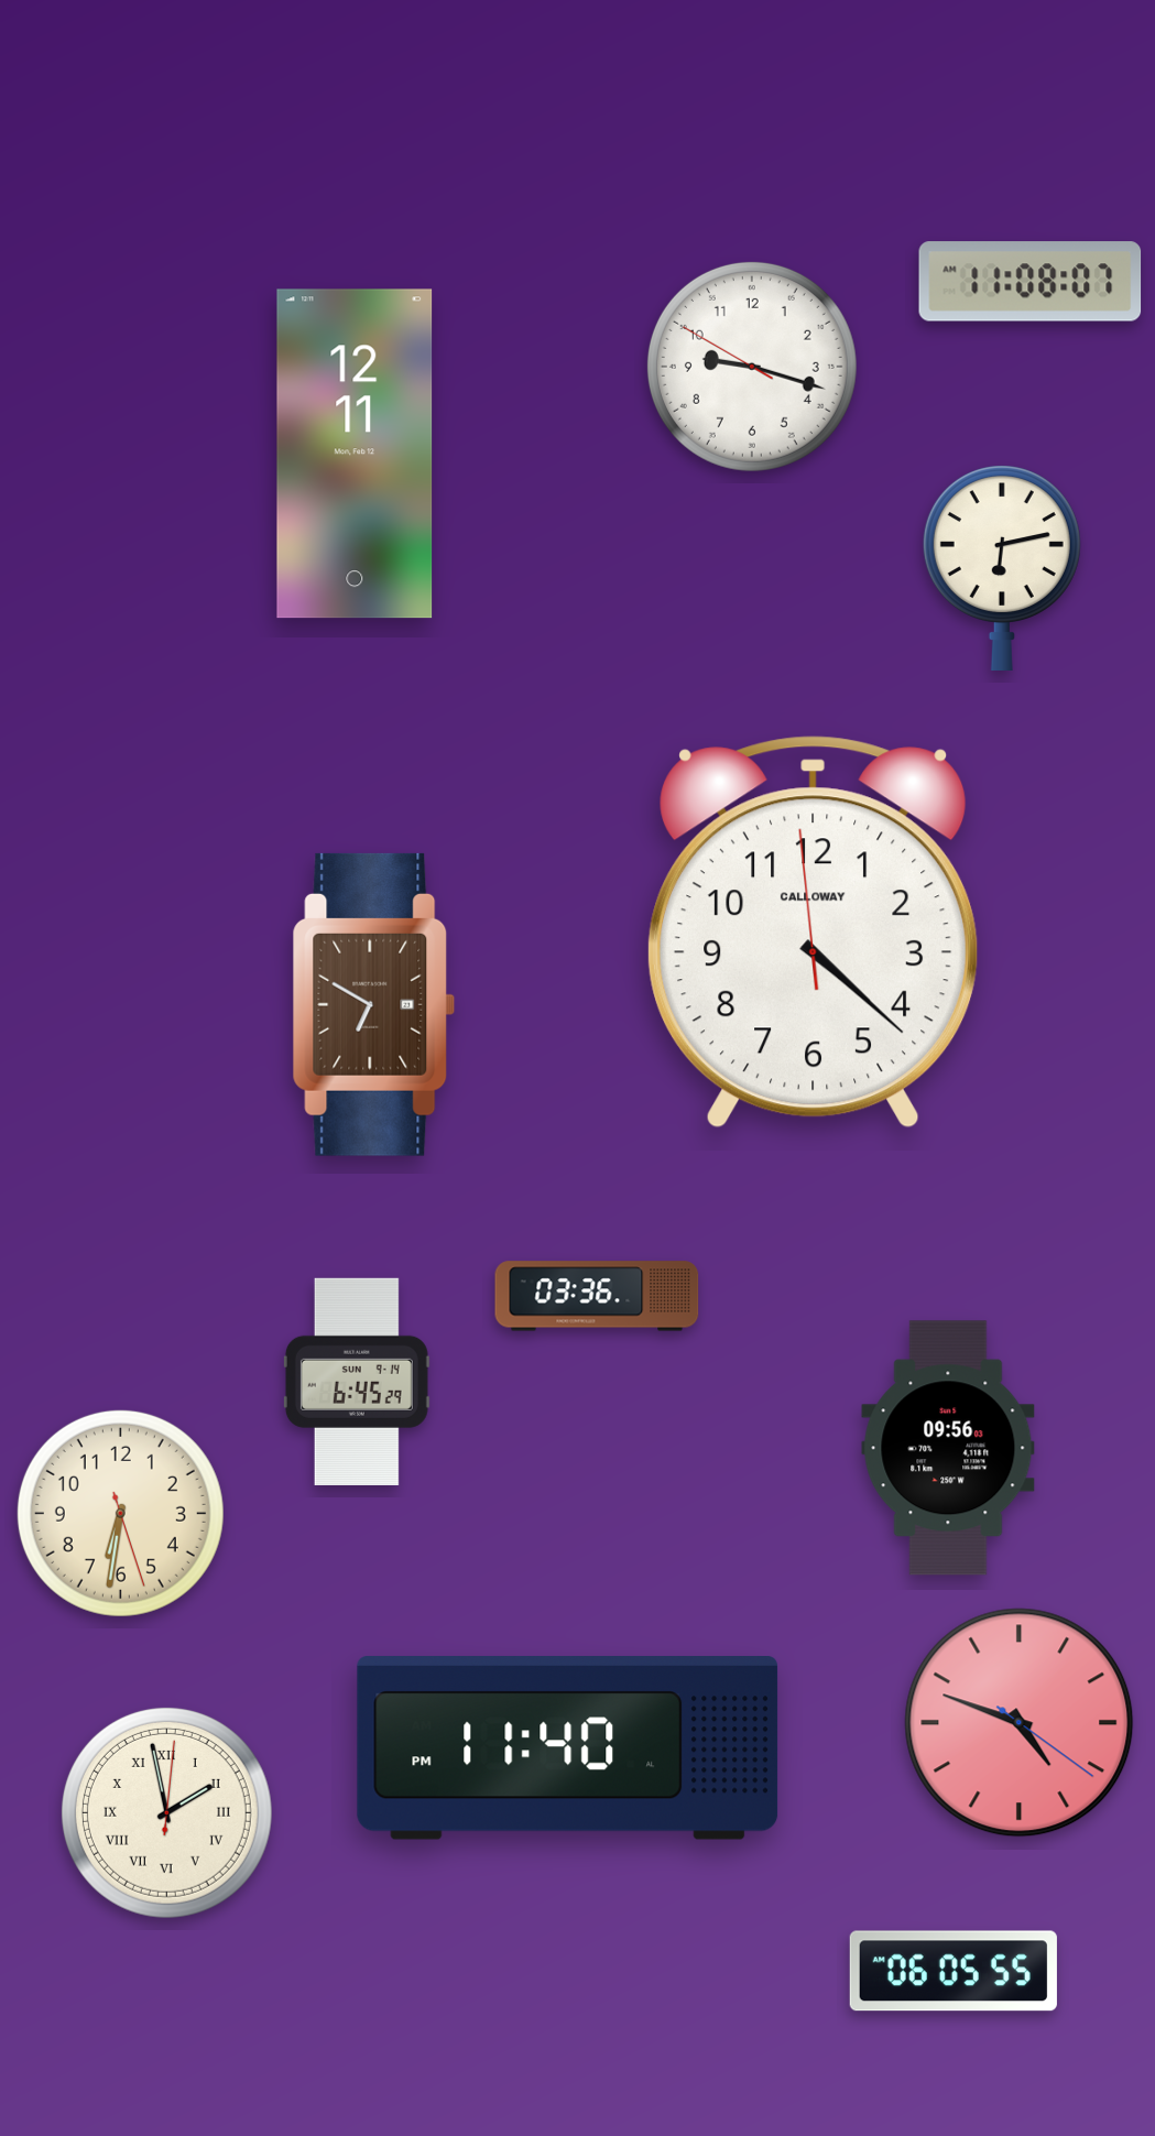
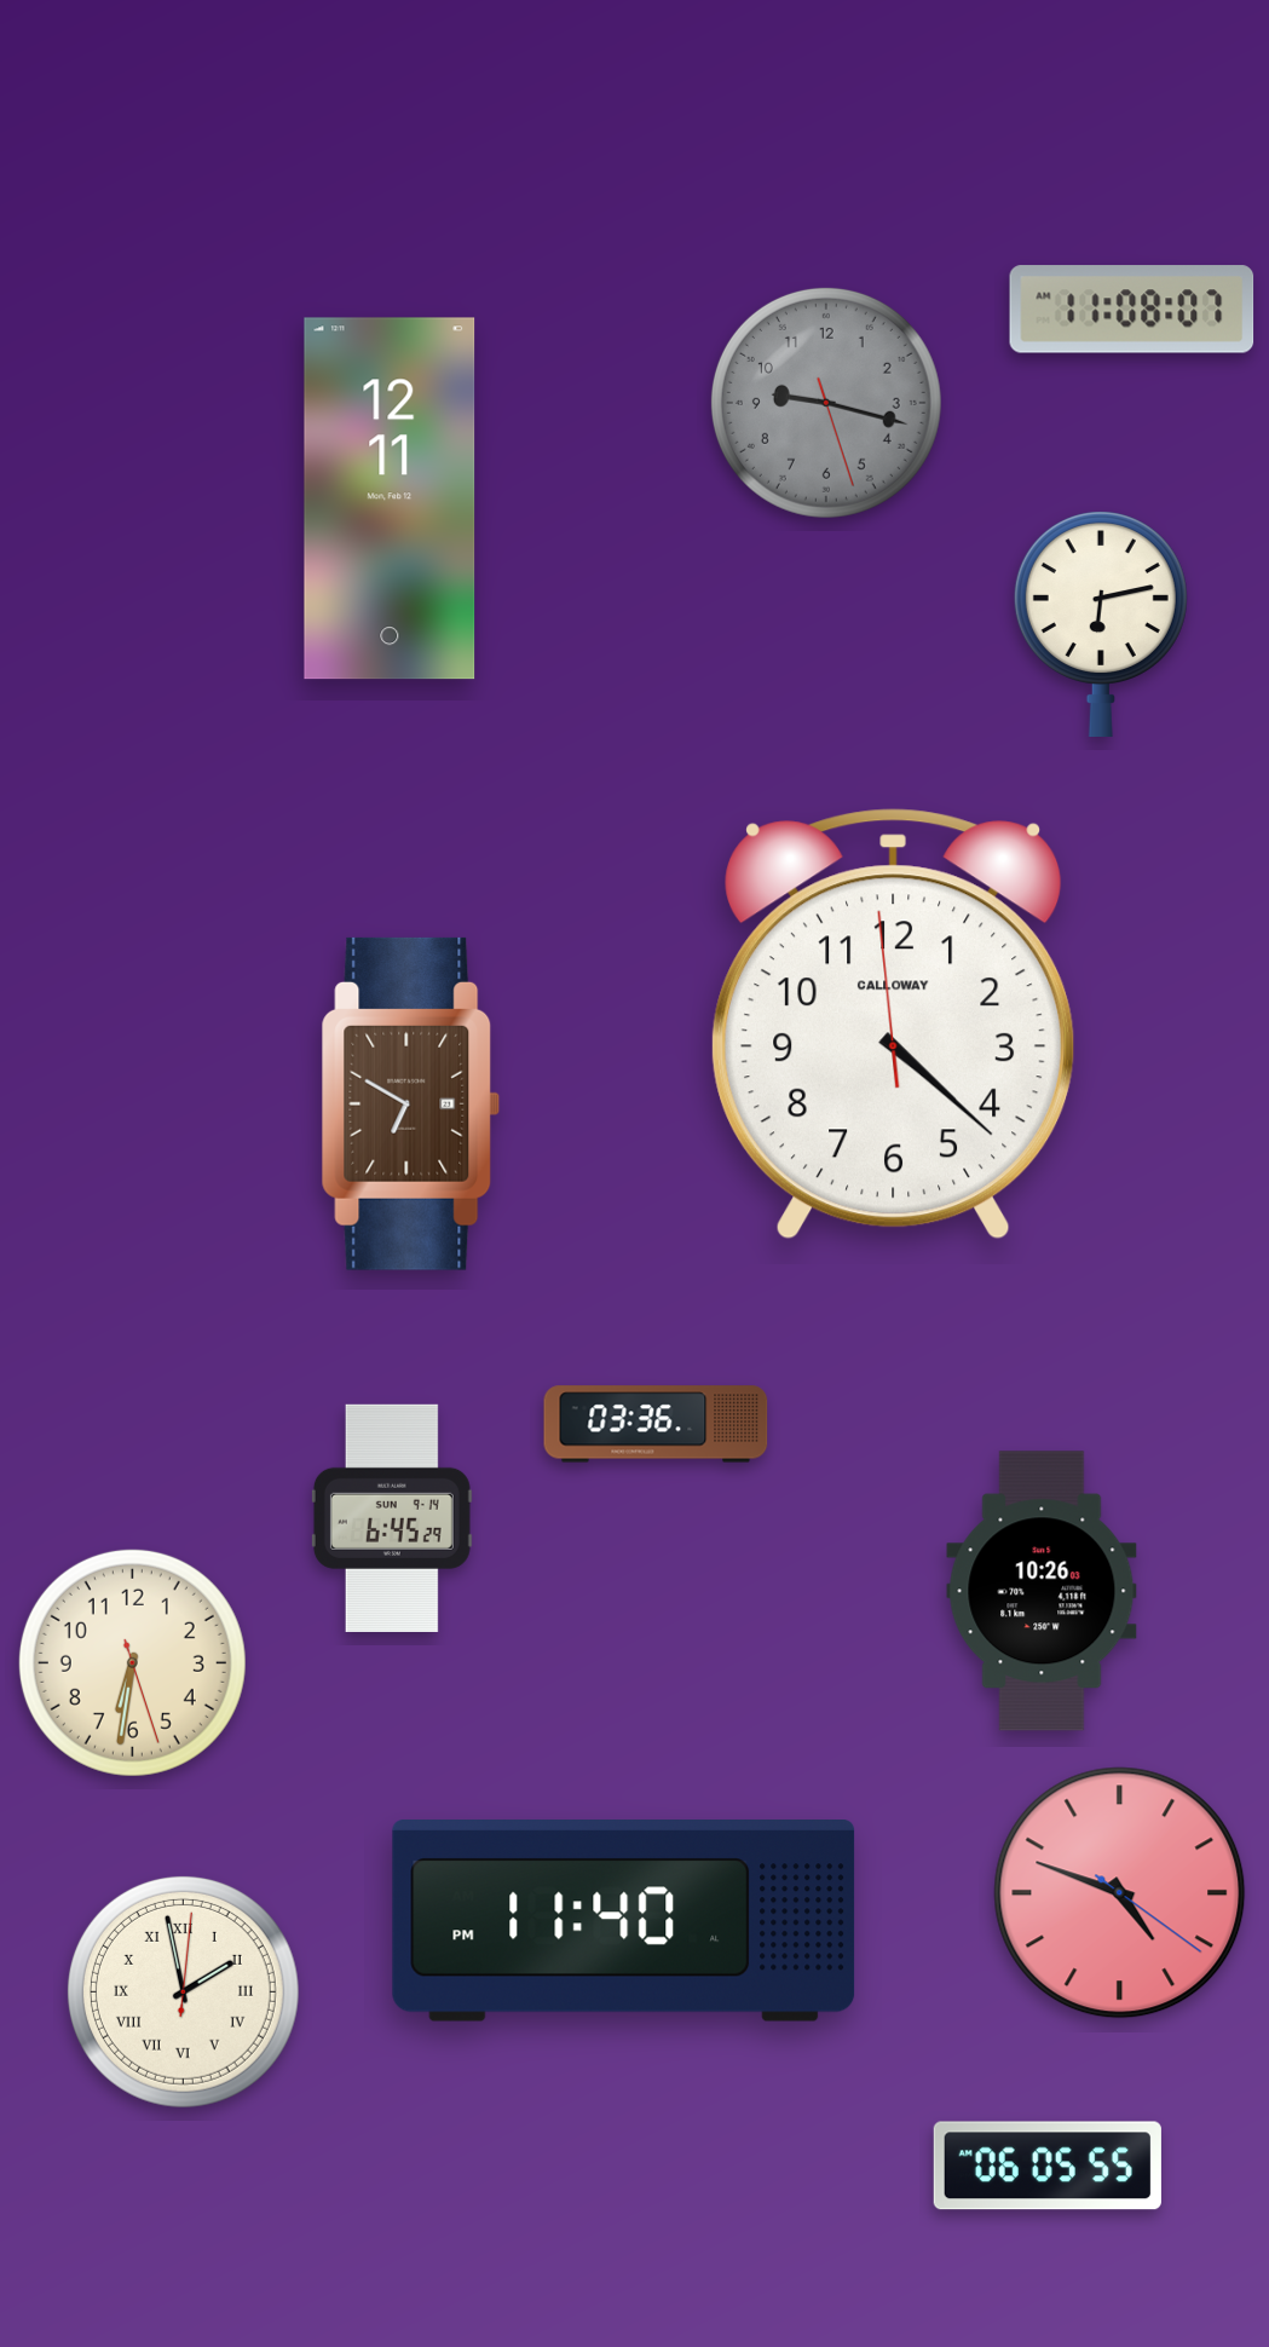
clock at (752, 367): 9:17:50 -> 9:17:27
clock at (752, 367) dial: white -> grey
clock at (948, 1448): 09:56 -> 10:26
